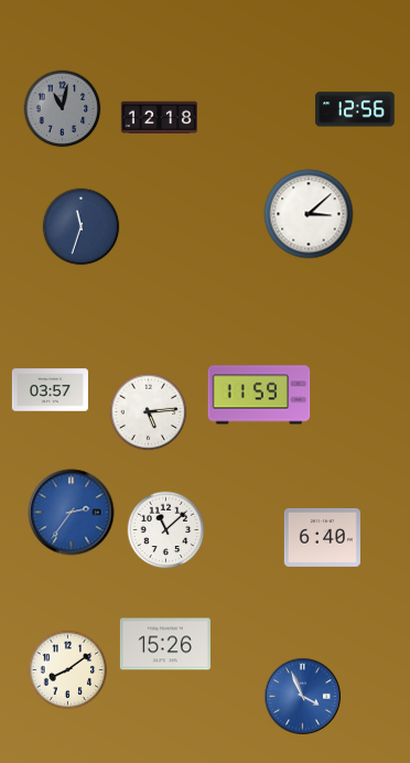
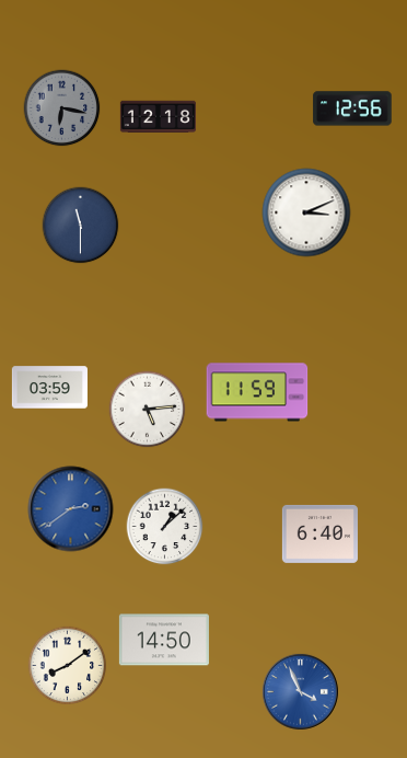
clock at (63, 109): 11:02 -> 6:17
clock at (309, 214): 3:08 -> 3:11
clock at (82, 227): 11:33 -> 11:30
clock at (50, 390): 03:57 -> 03:59
clock at (72, 513): 2:36 -> 2:39
clock at (166, 530): 11:08 -> 1:08
clock at (165, 644): 15:26 -> 14:50
